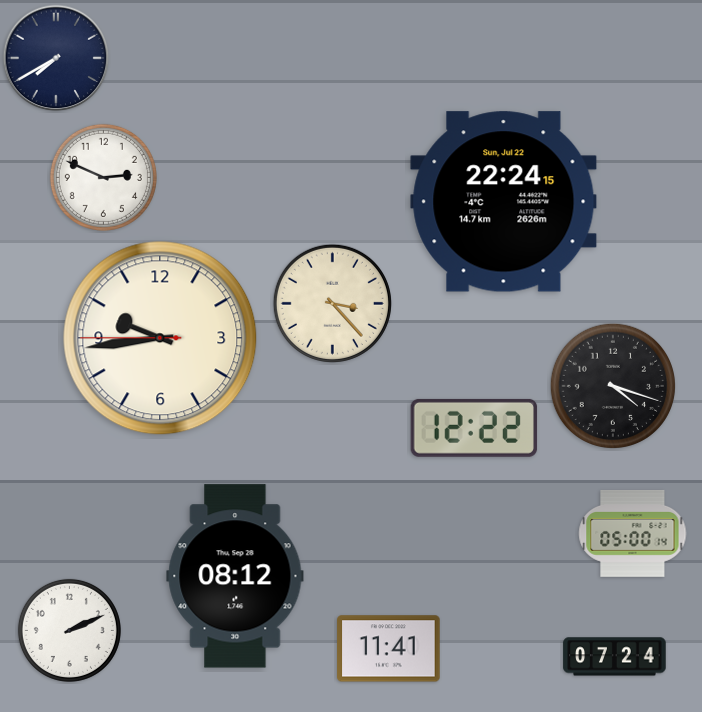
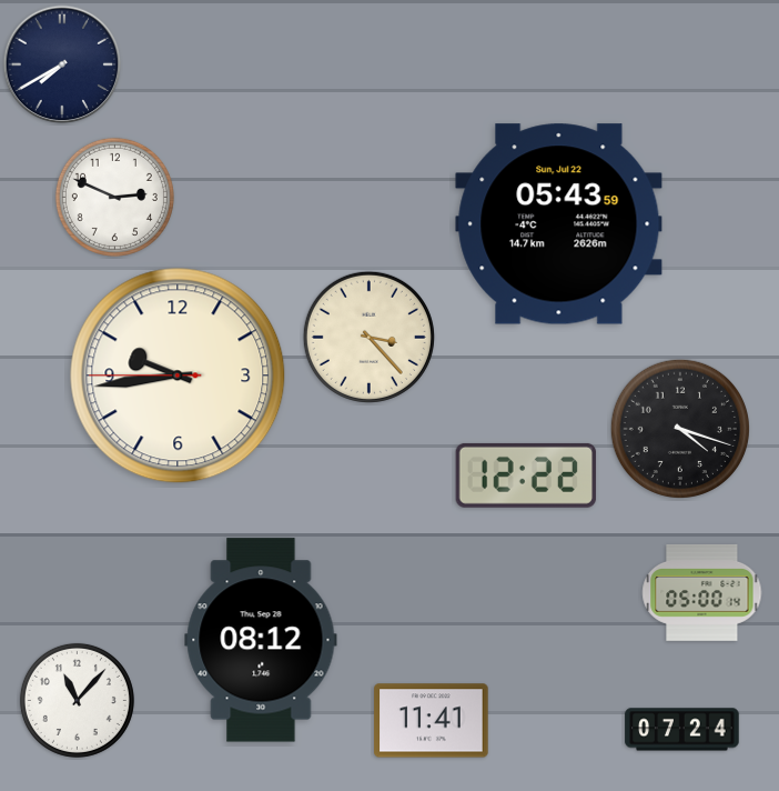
clock at (504, 202): 22:24 -> 05:43
clock at (69, 630): 2:11 -> 11:07
